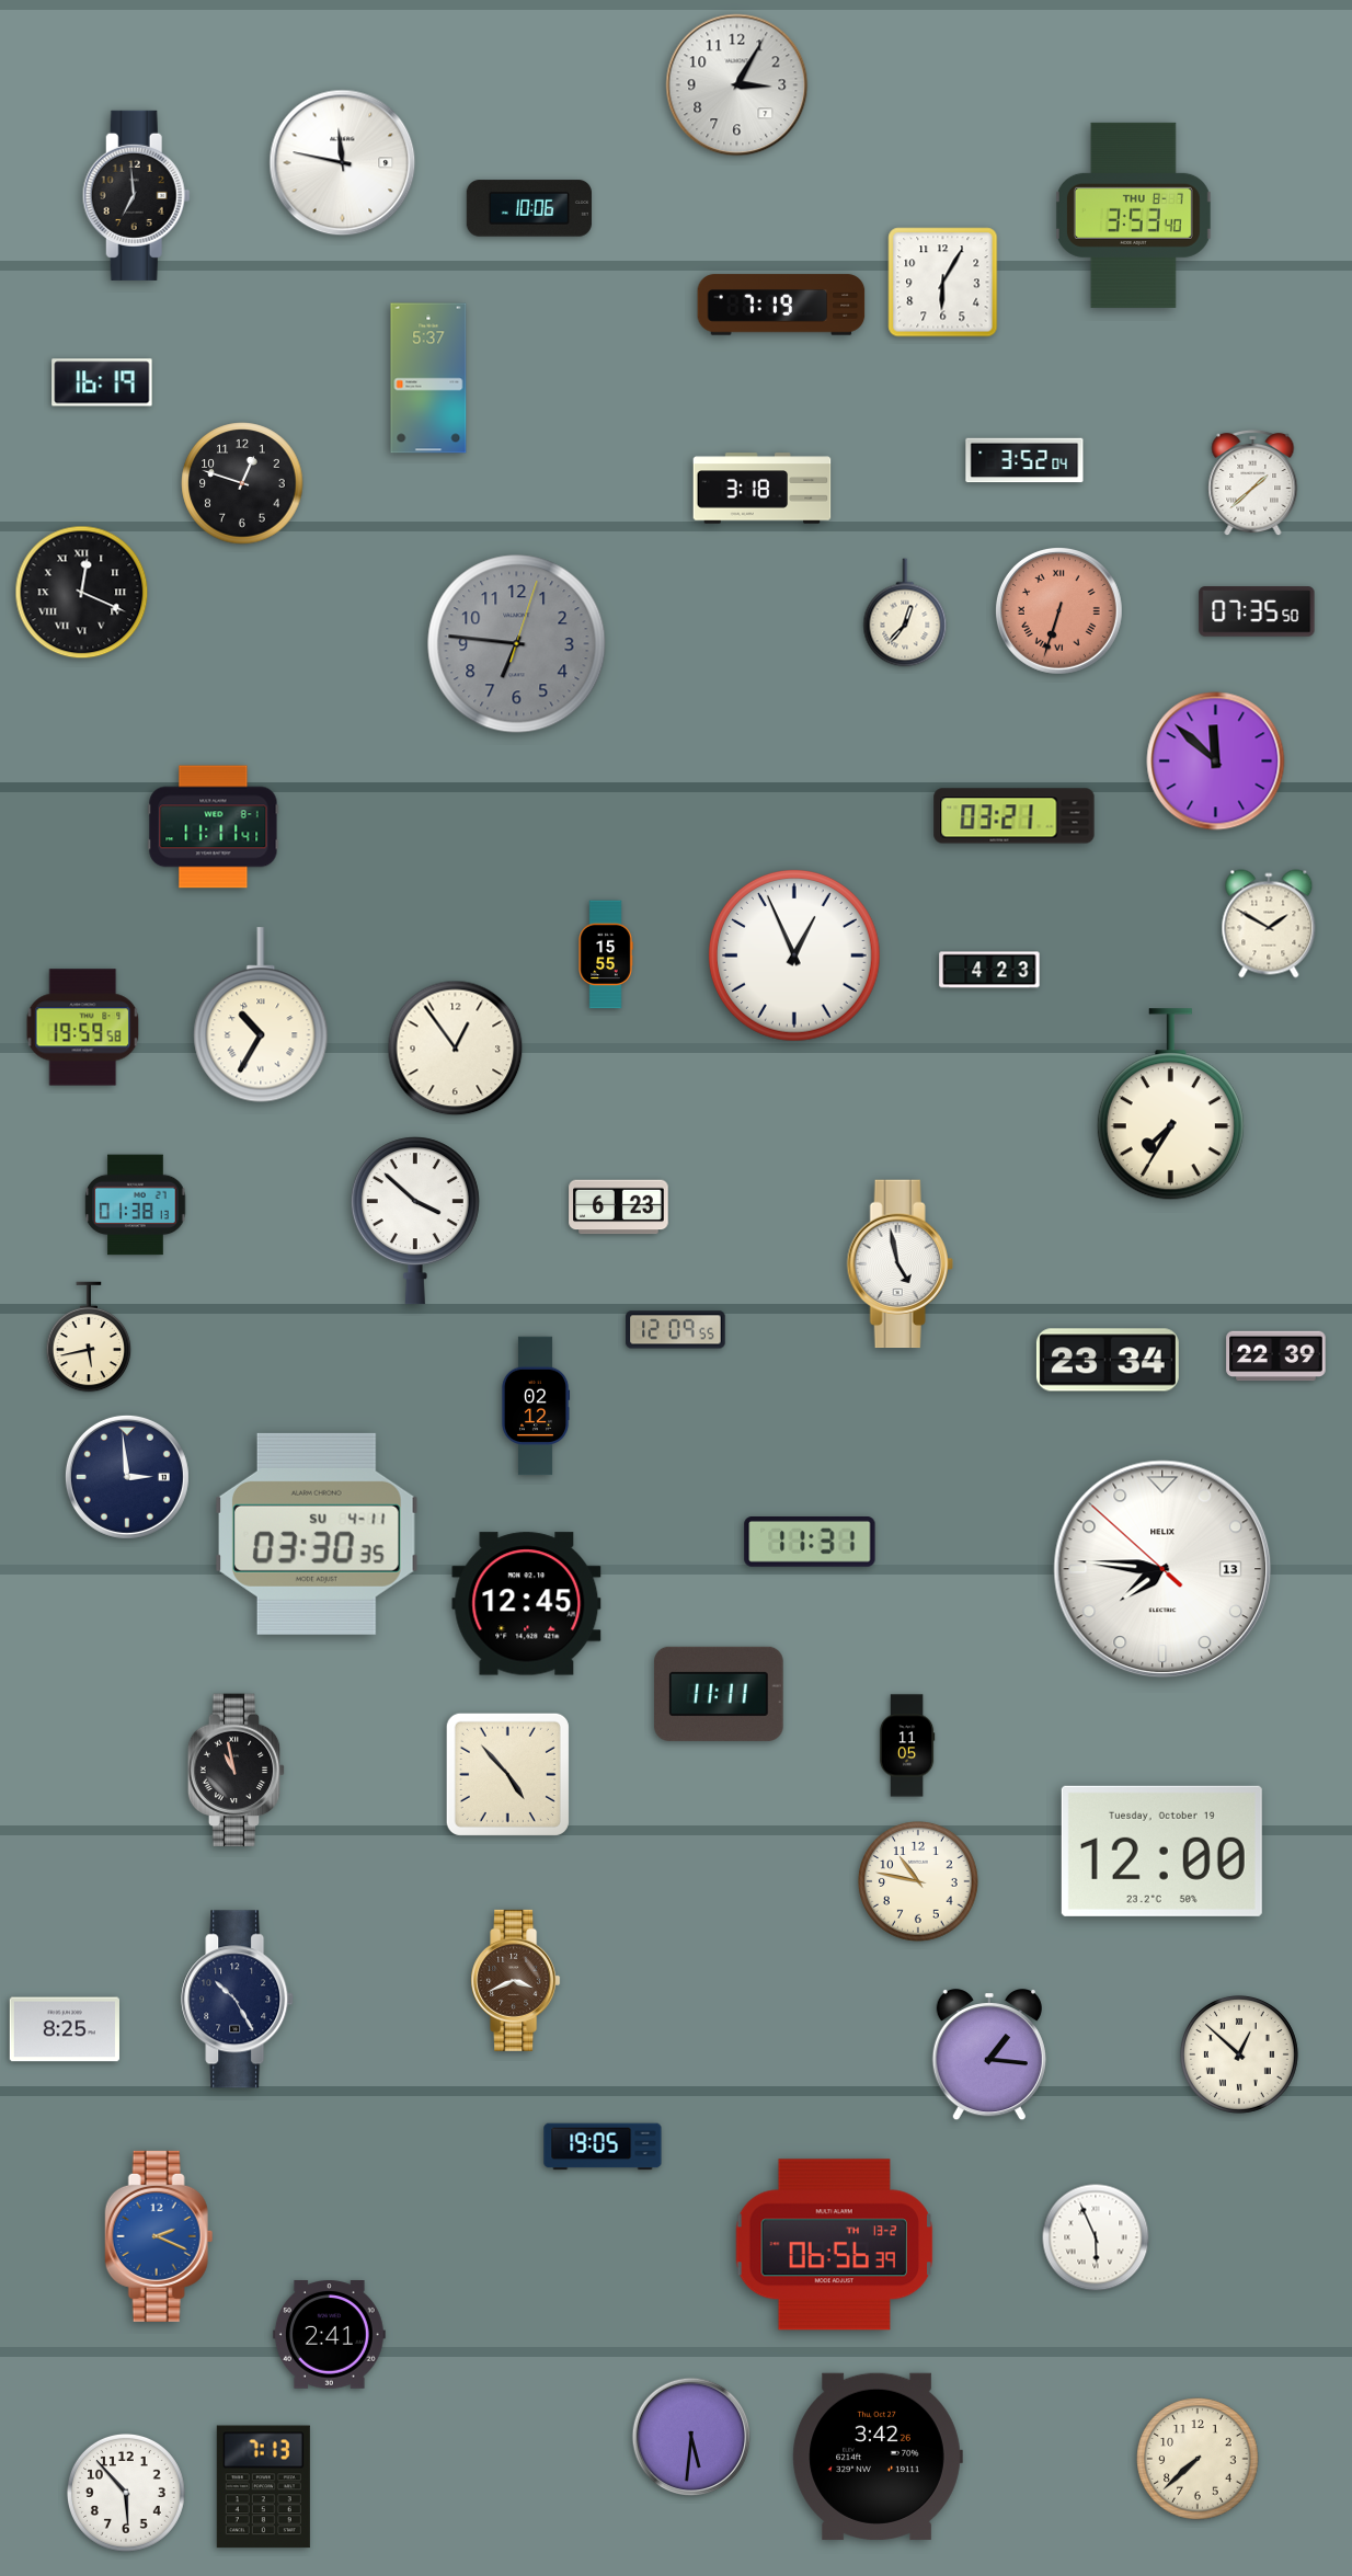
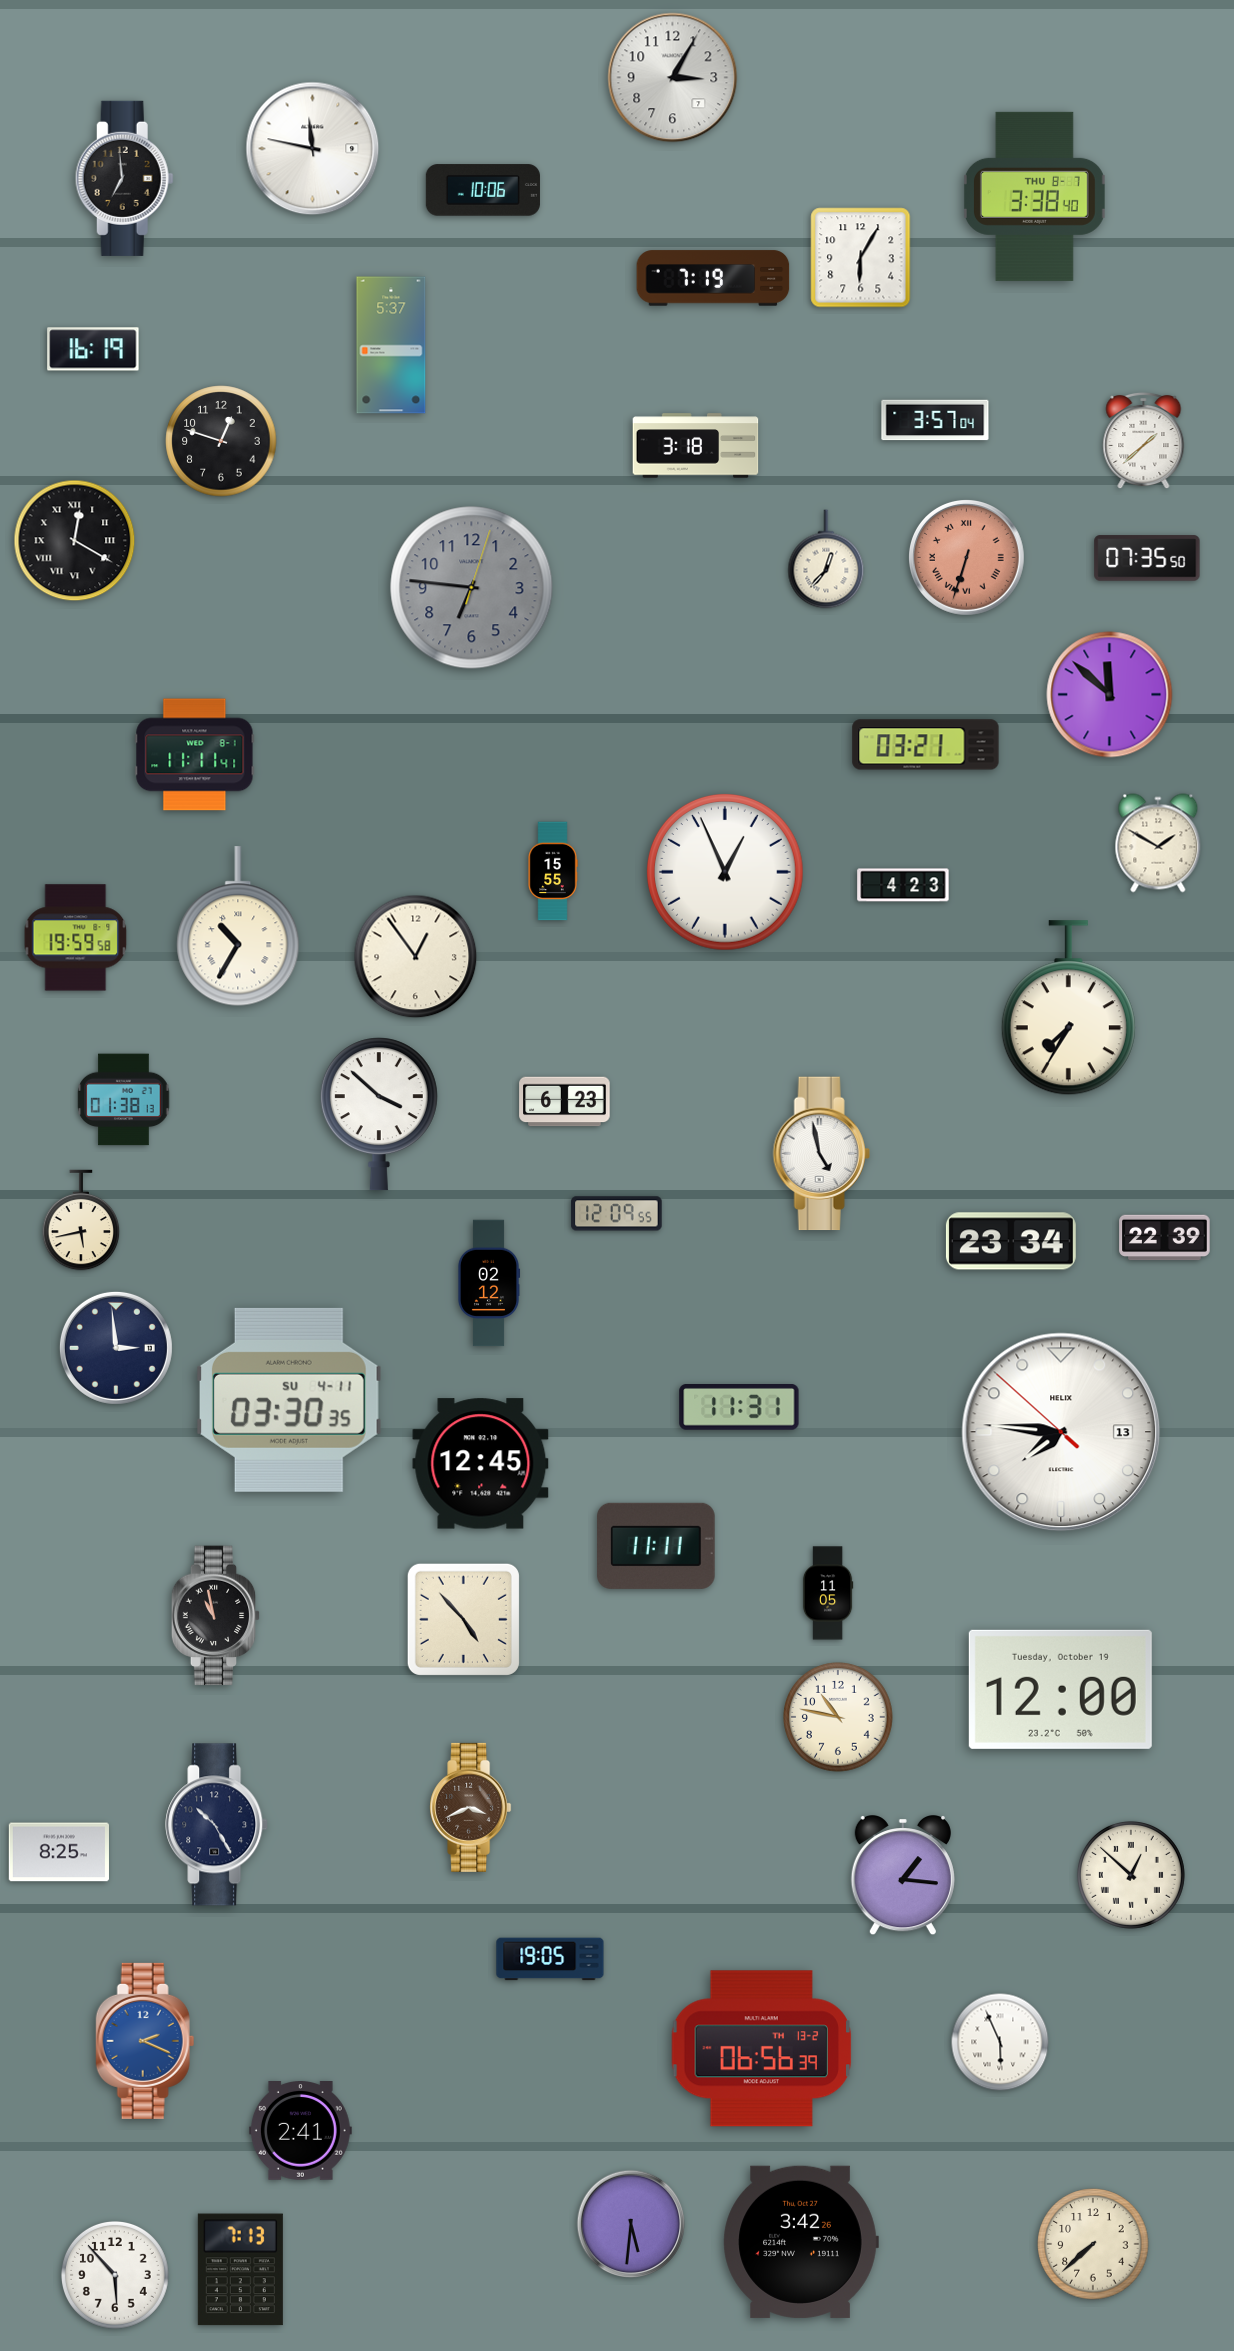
clock at (1133, 215): 3:53 -> 3:38
clock at (1024, 460): 3:52 -> 3:57
clock at (82, 593): 12:19 -> 12:20
